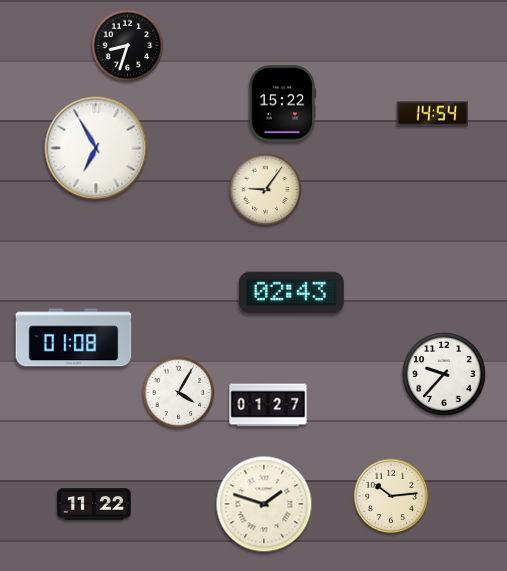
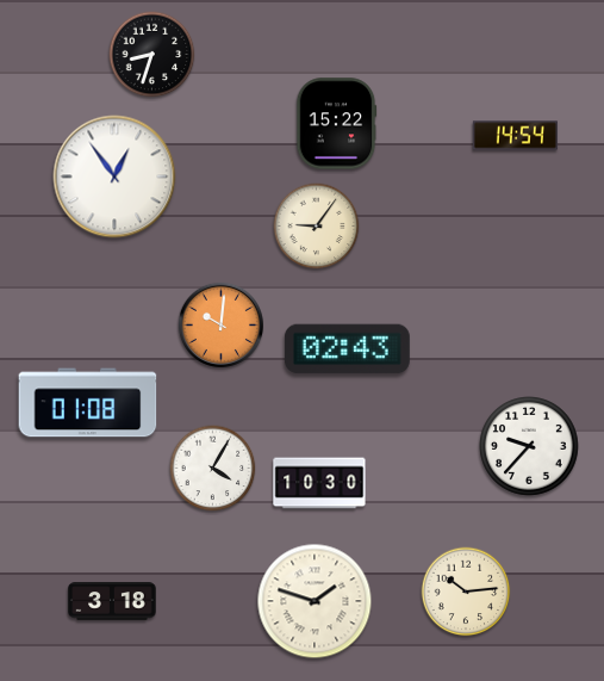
clock at (96, 148): 6:55 -> 12:54
clock at (220, 324): none -> 10:01
clock at (268, 405): 01:27 -> 10:30
clock at (94, 504): 11:22 -> 3:18
